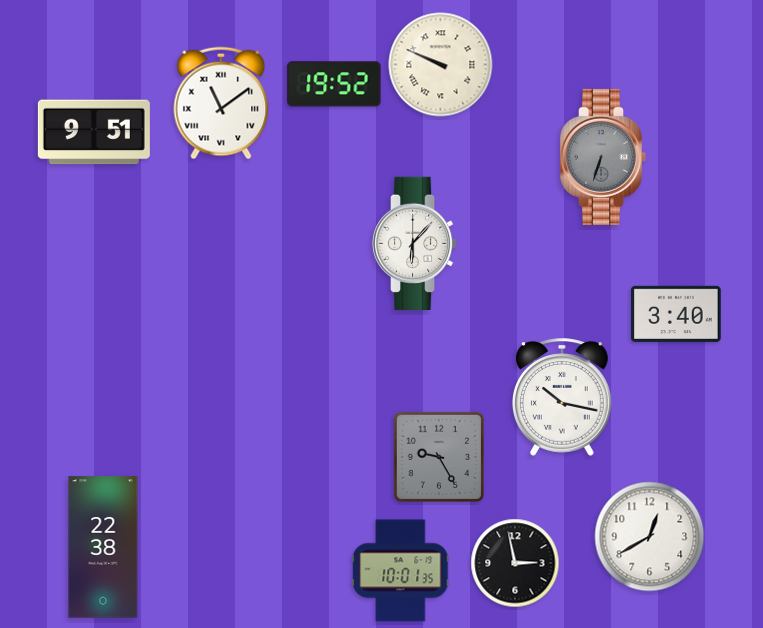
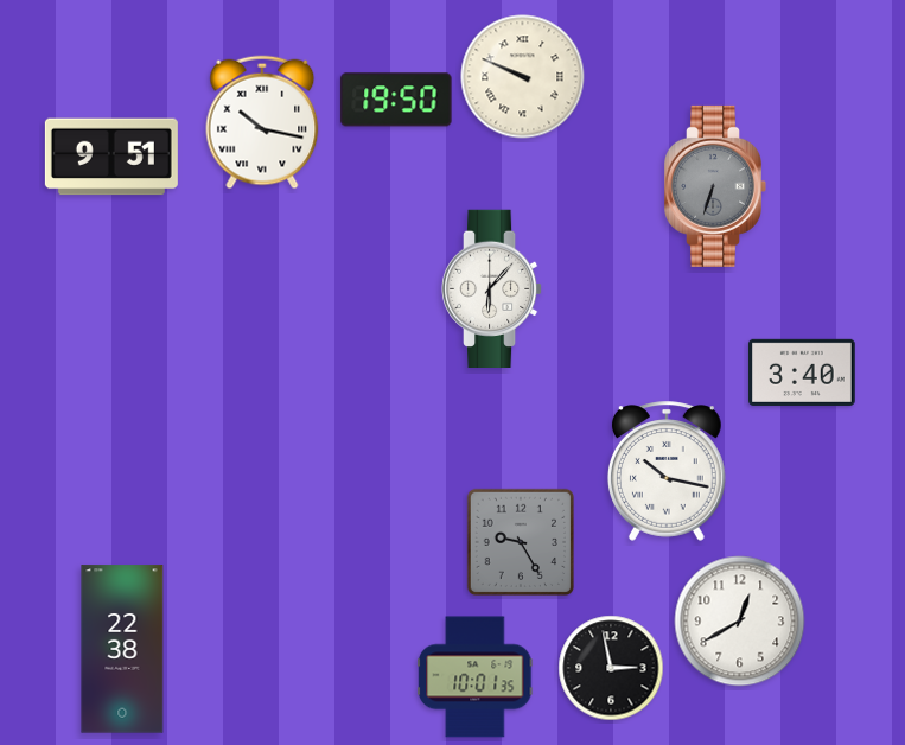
clock at (334, 84): 19:52 -> 19:50
clock at (221, 103): 11:09 -> 10:17
clock at (650, 537) position: (650, 537) -> (740, 622)
